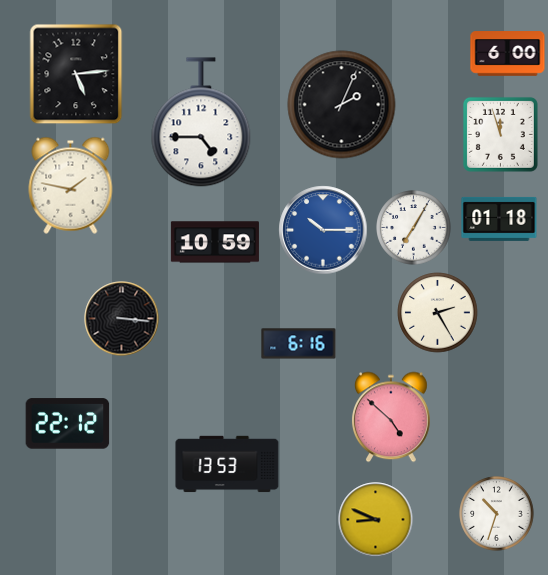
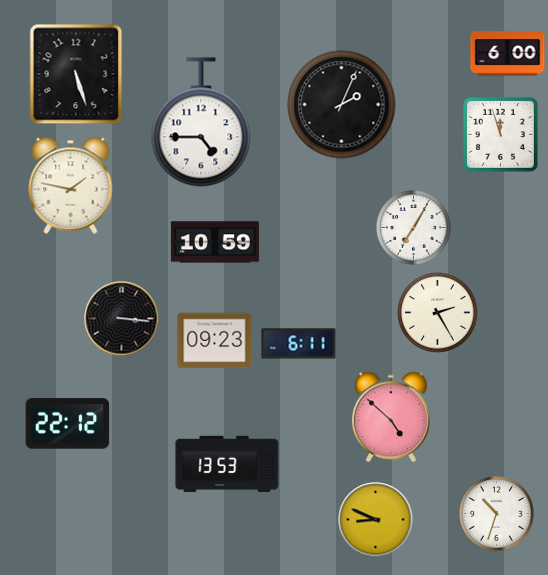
clock at (76, 74): 5:14 -> 5:27
clock at (499, 219): 01:18 -> none
clock at (323, 230): 10:15 -> none
clock at (215, 341): none -> 09:23
clock at (299, 344): 6:16 -> 6:11
